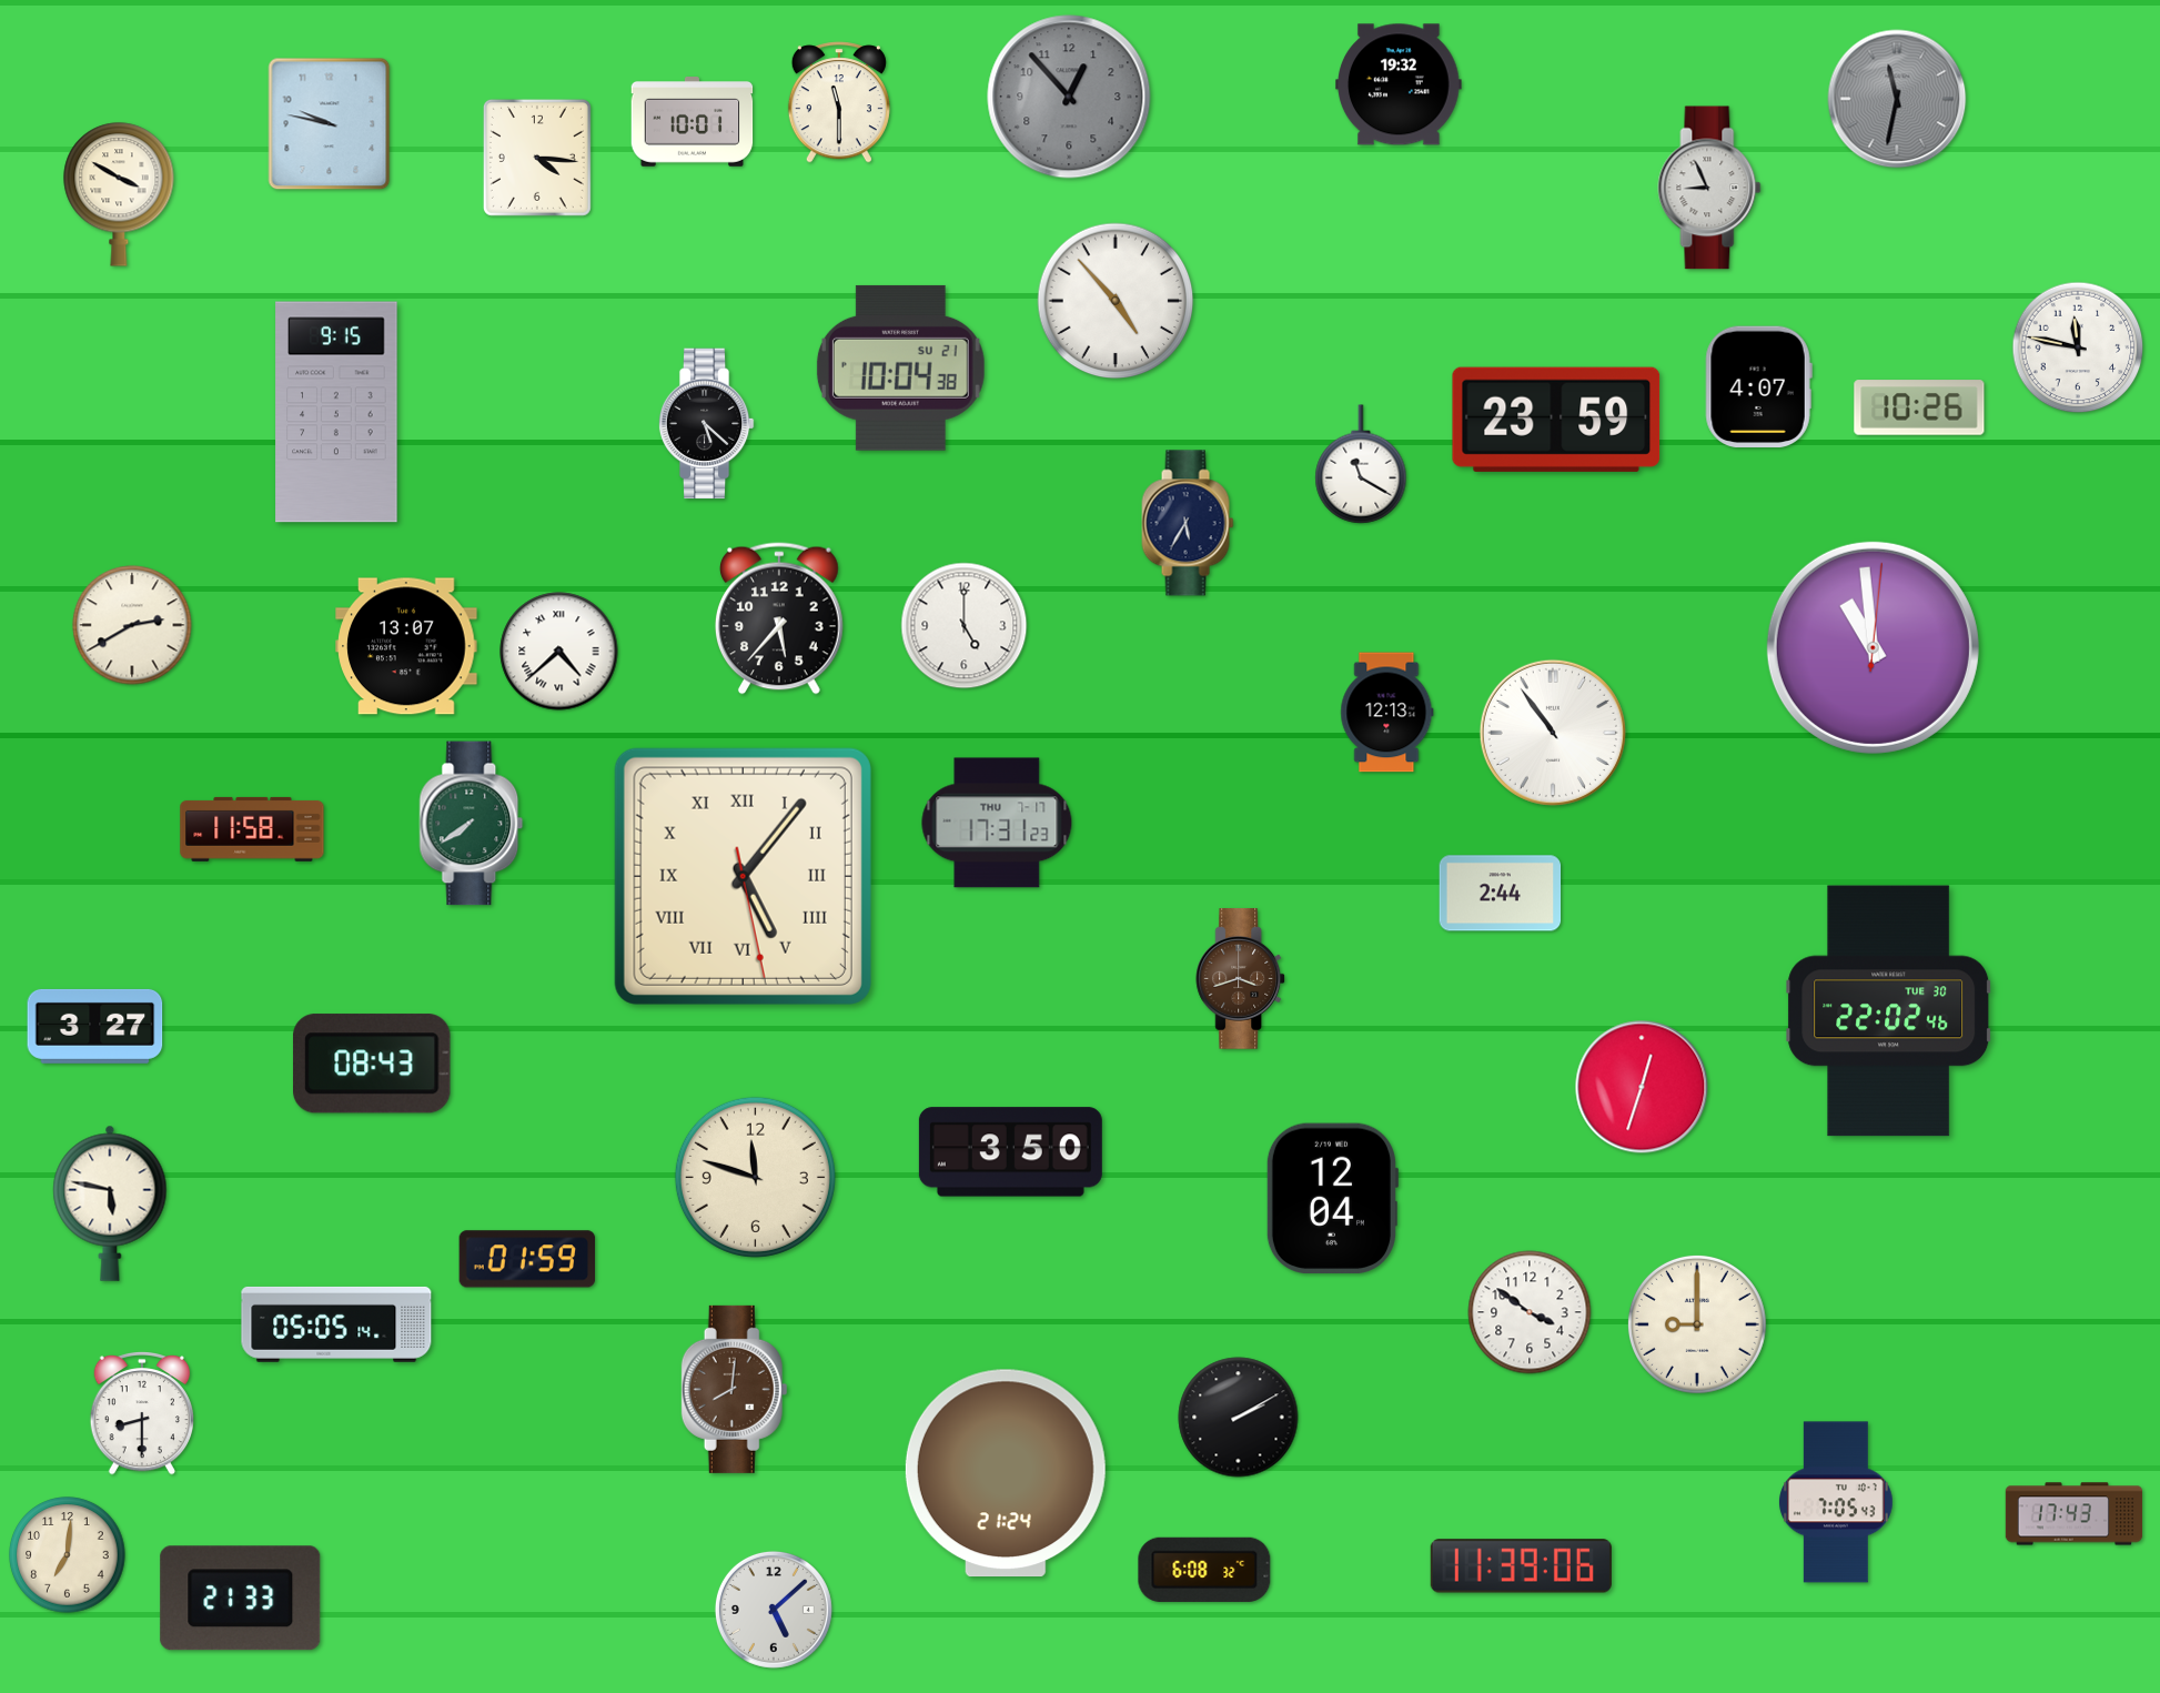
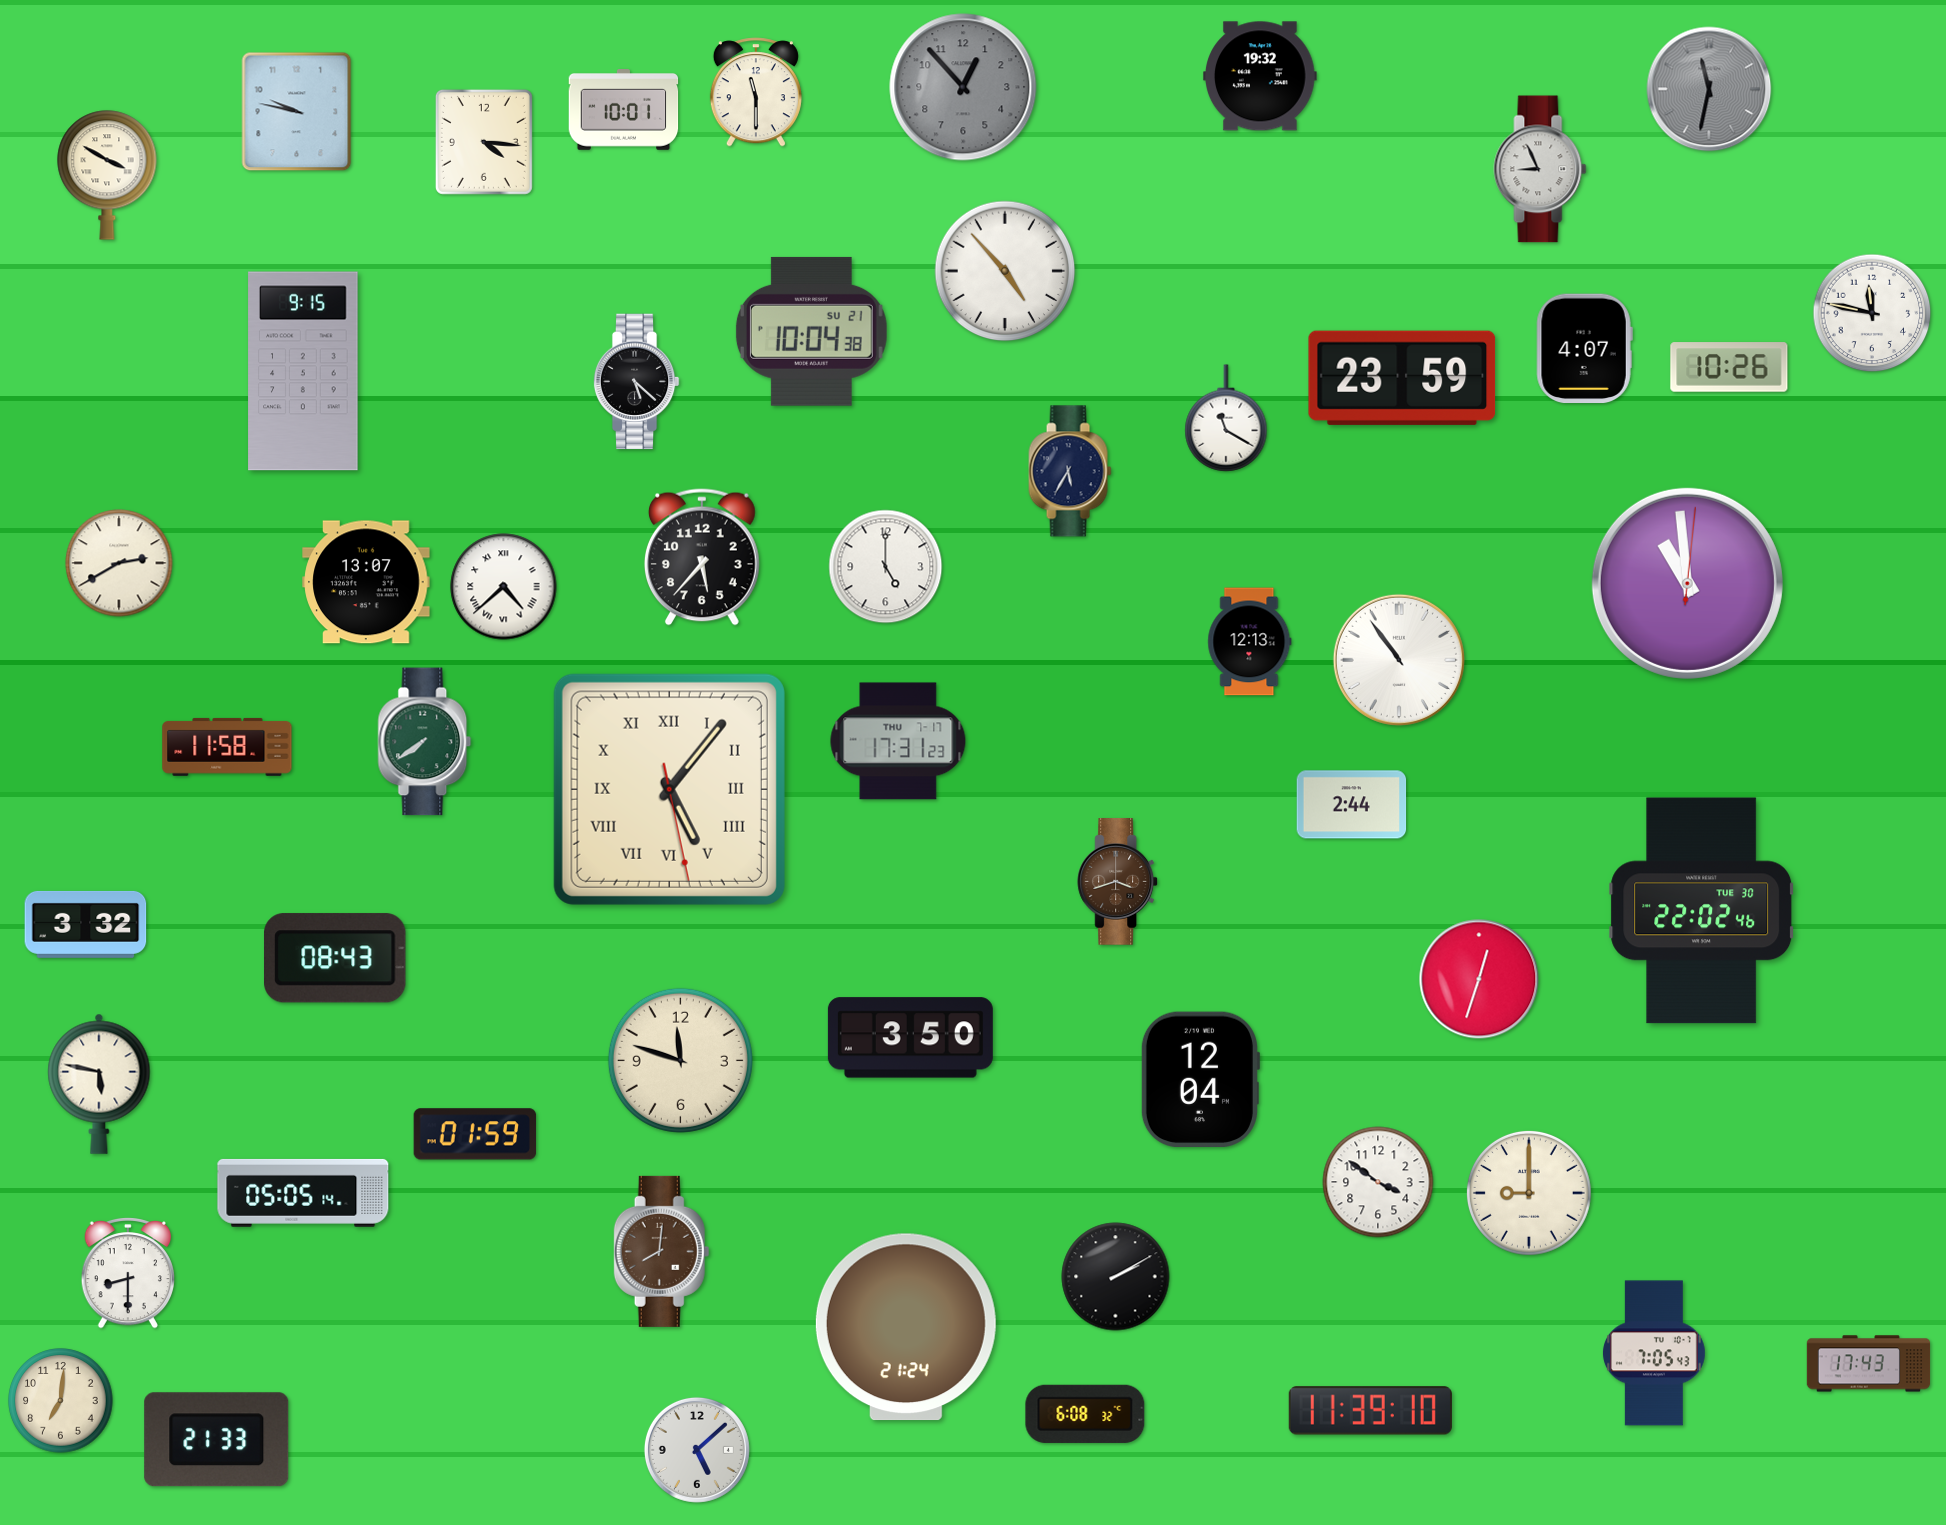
clock at (965, 626) position: (965, 626) -> (886, 567)
clock at (95, 1026): 3:27 -> 3:32
clock at (1521, 1566): 11:39:06 -> 11:39:10
